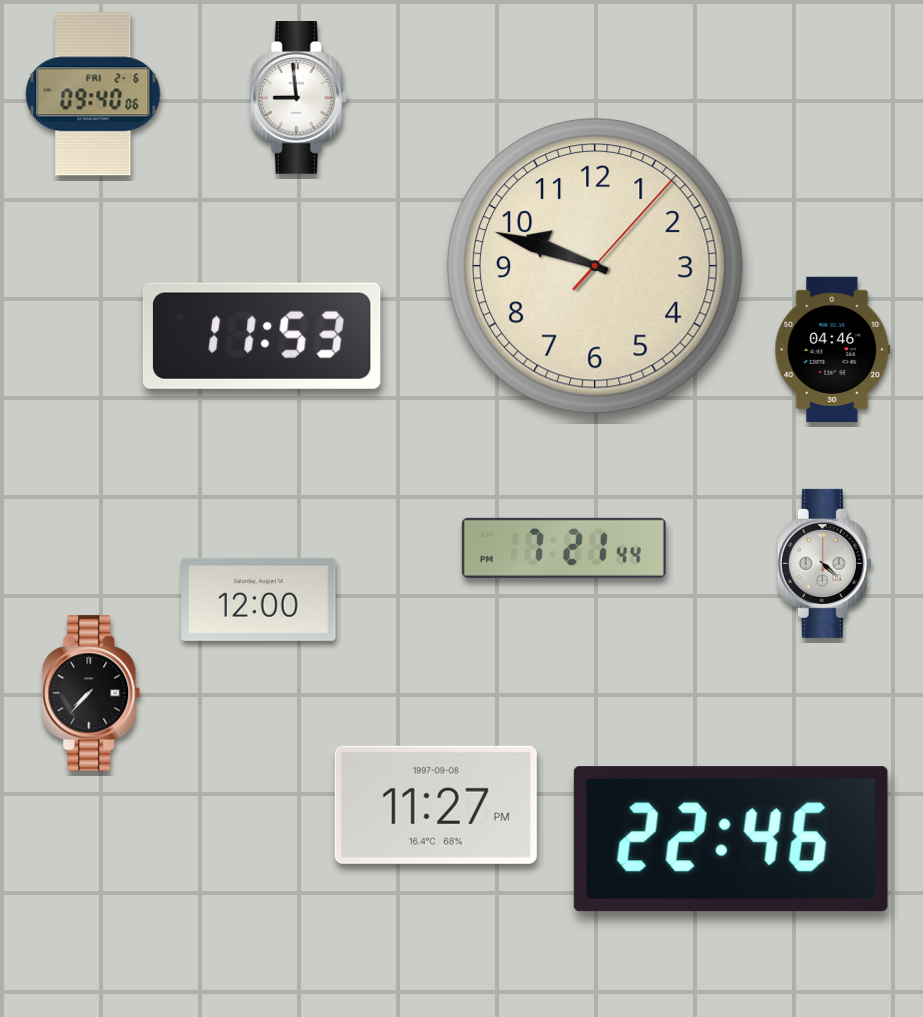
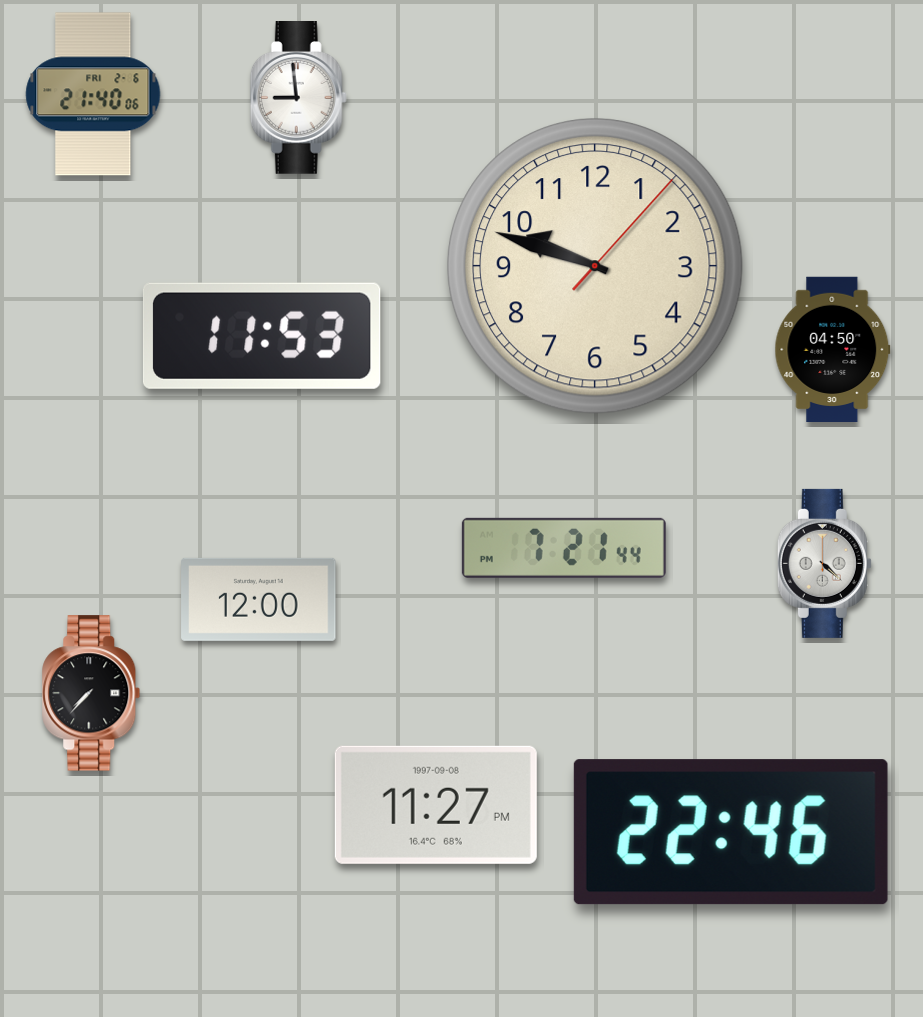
clock at (93, 94): 09:40 -> 21:40
clock at (833, 349): 04:46 -> 04:50
clock at (731, 839) position: (731, 839) -> (731, 832)
